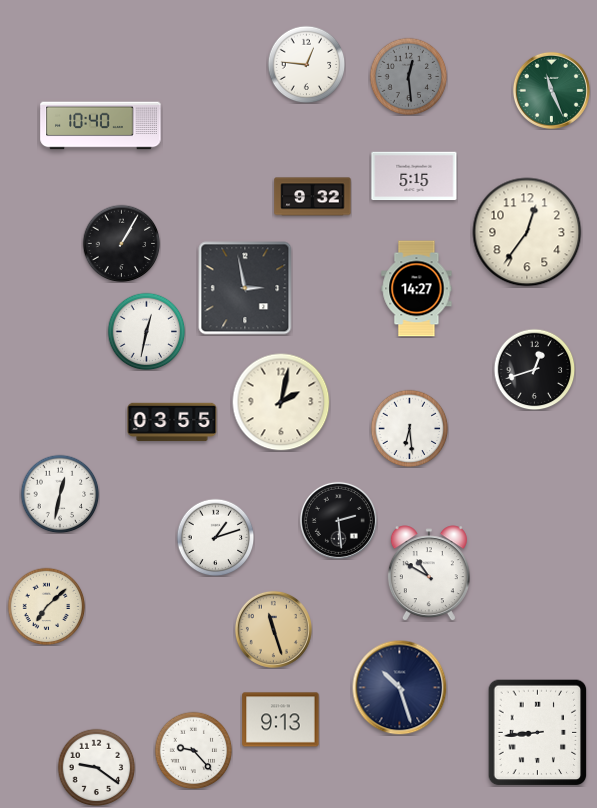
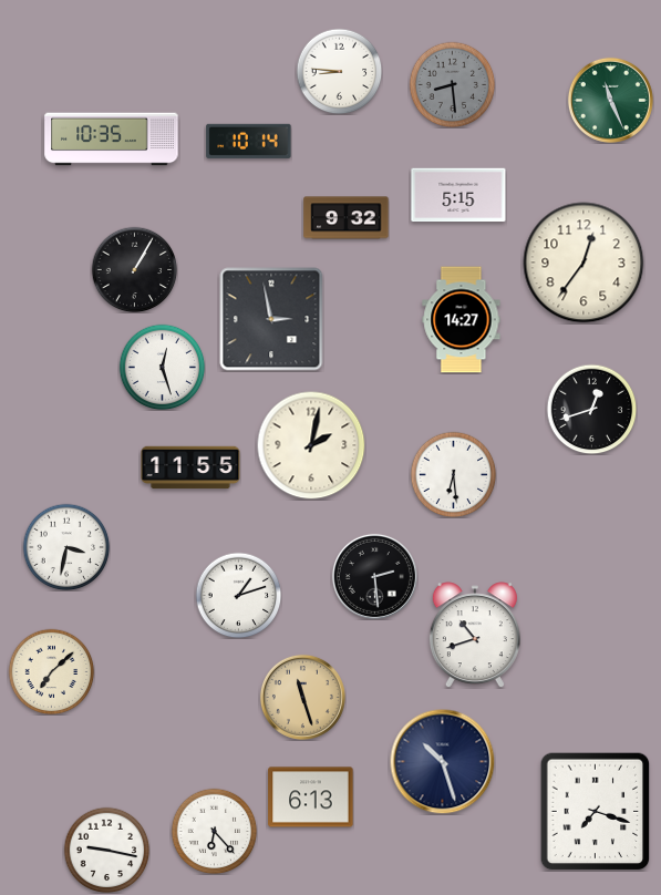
clock at (306, 64): 12:46 -> 8:46
clock at (408, 76): 12:29 -> 8:29
clock at (101, 126): 10:40 -> 10:35
clock at (249, 141): none -> 10:14
clock at (527, 232) position: (527, 232) -> (583, 263)
clock at (146, 331): 12:32 -> 12:27
clock at (172, 422): 03:55 -> 11:55
clock at (60, 494): 12:32 -> 3:32
clock at (429, 573): 10:50 -> 10:42
clock at (281, 720): 9:13 -> 6:13
clock at (538, 733): 8:44 -> 7:18
clock at (193, 750): 9:23 -> 6:23
clock at (96, 767): 9:21 -> 9:17
